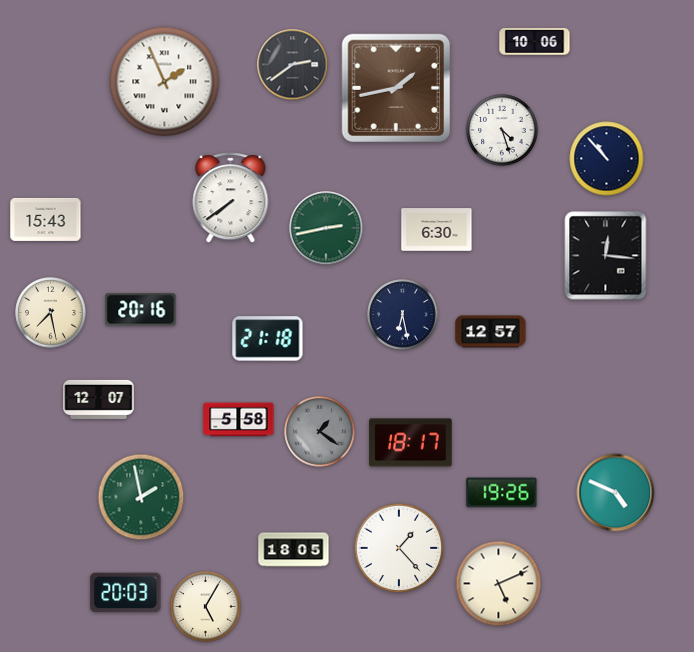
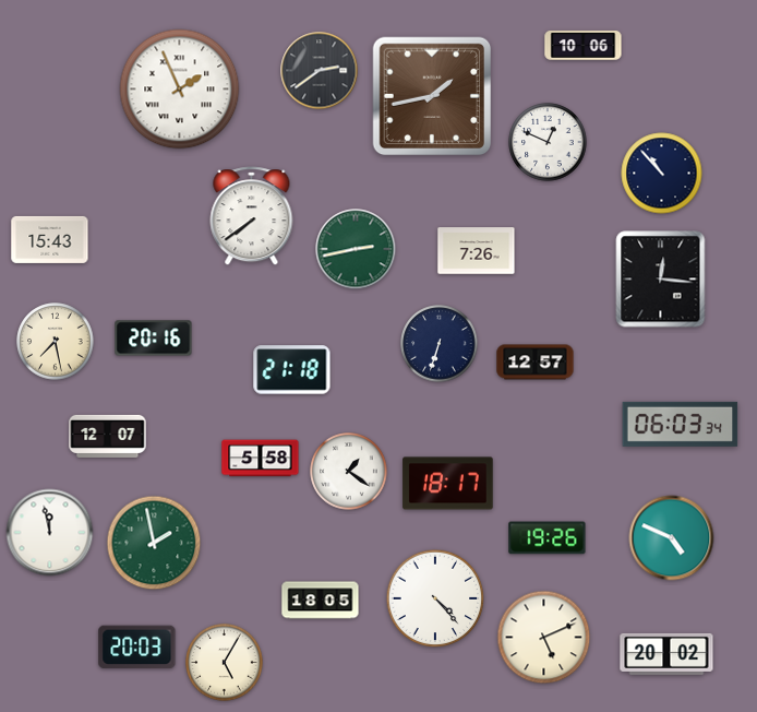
clock at (502, 130): 4:27 -> 12:49
clock at (437, 230): 6:30 -> 7:26
clock at (403, 315): 6:28 -> 6:33
clock at (681, 424): none -> 06:03
clock at (320, 432) dial: grey -> white
clock at (50, 533): none -> 11:58
clock at (399, 548): 1:23 -> 4:23
clock at (666, 654): none -> 20:02
